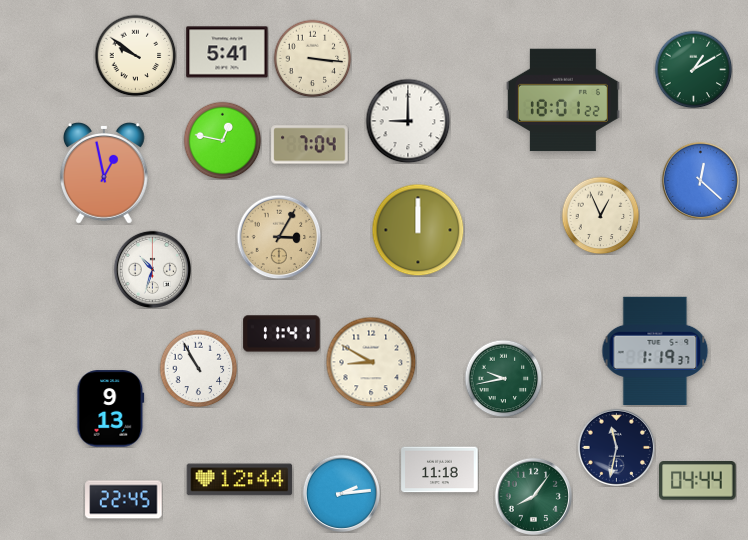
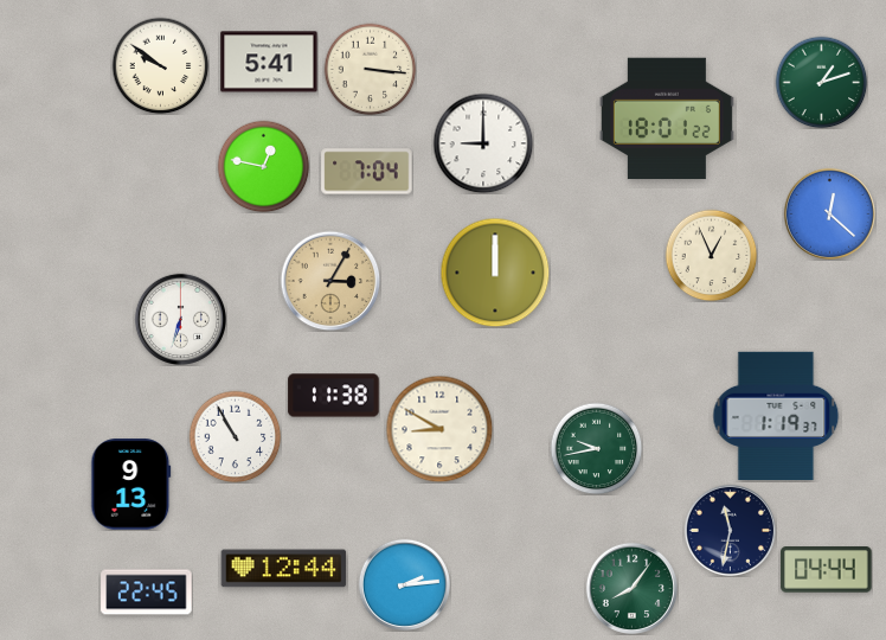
clock at (693, 69): 1:10 -> 1:12
clock at (104, 174): 12:58 -> none
clock at (152, 269): 10:33 -> 6:33
clock at (282, 334): 11:41 -> 11:38
clock at (440, 470): 11:18 -> none
